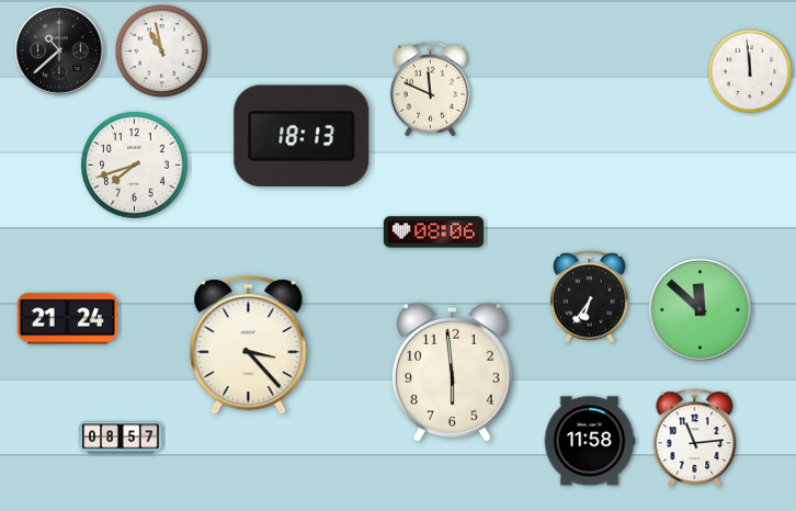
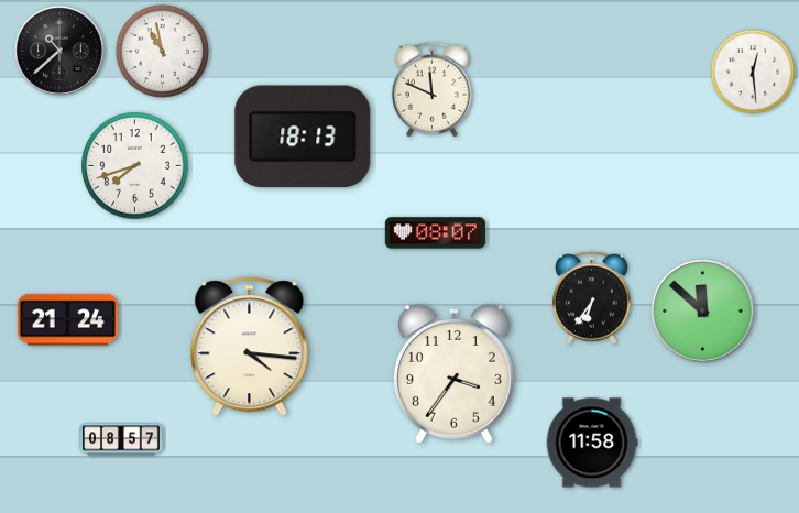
clock at (750, 71): 11:59 -> 12:29
clock at (433, 232): 08:06 -> 08:07
clock at (249, 345): 3:23 -> 4:16
clock at (452, 372): 5:59 -> 3:36
clock at (695, 439): 11:14 -> none
